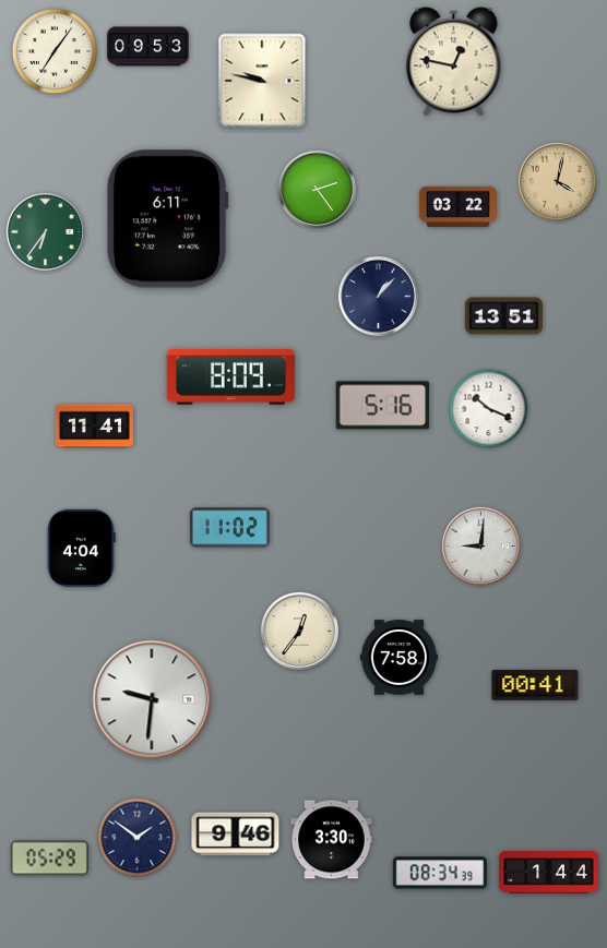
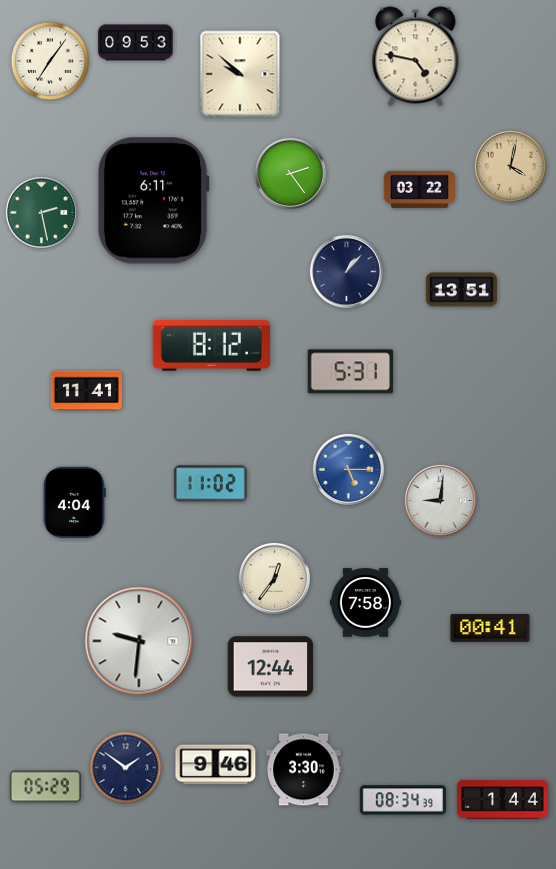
clock at (55, 51) position: (55, 51) -> (50, 61)
clock at (454, 62): 12:47 -> 4:47
clock at (262, 81): 9:47 -> 9:52
clock at (45, 231): 6:36 -> 2:28
clock at (231, 376): 8:09 -> 8:12
clock at (383, 406): 5:16 -> 5:31
clock at (489, 409): 10:19 -> none
clock at (348, 469): none -> 5:15
clock at (271, 667): none -> 12:44
